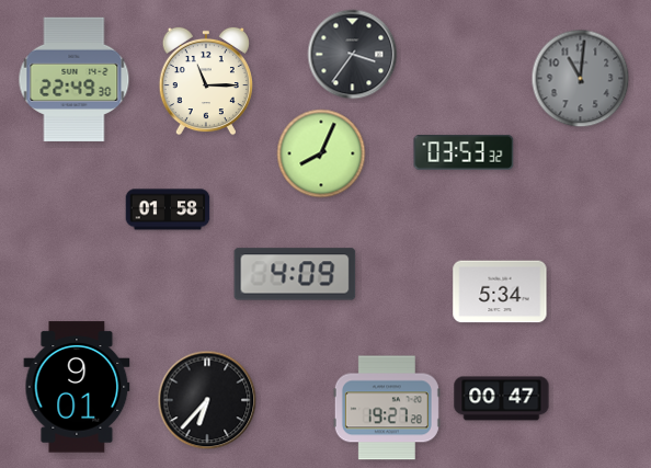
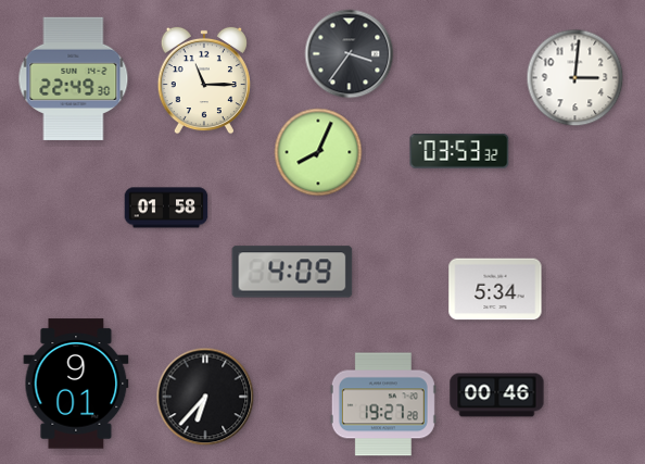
clock at (581, 79): 11:01 -> 3:01
clock at (581, 79) dial: grey -> white
clock at (502, 399): 00:47 -> 00:46
